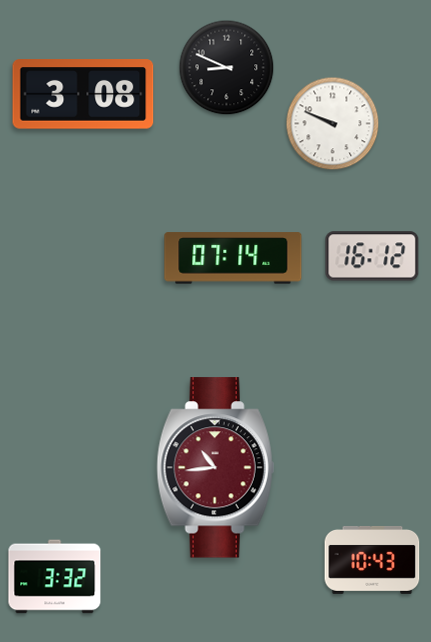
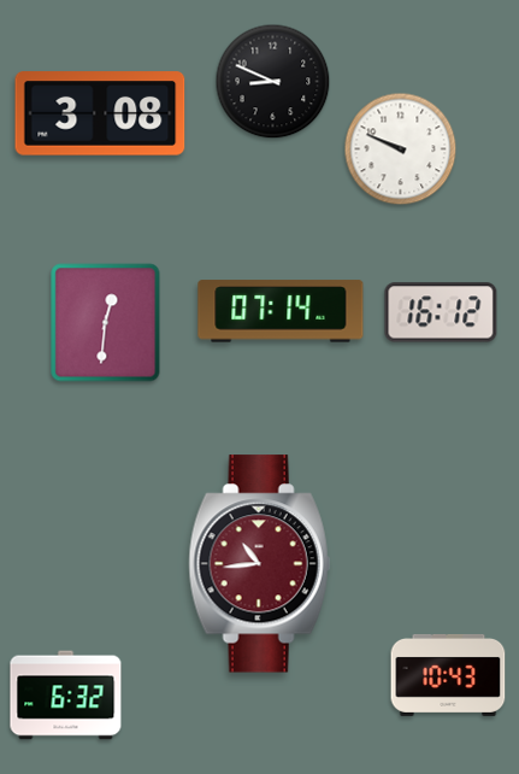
clock at (372, 256) position: (372, 256) -> (441, 312)
clock at (106, 323): none -> 12:31
clock at (55, 577): 3:32 -> 6:32
